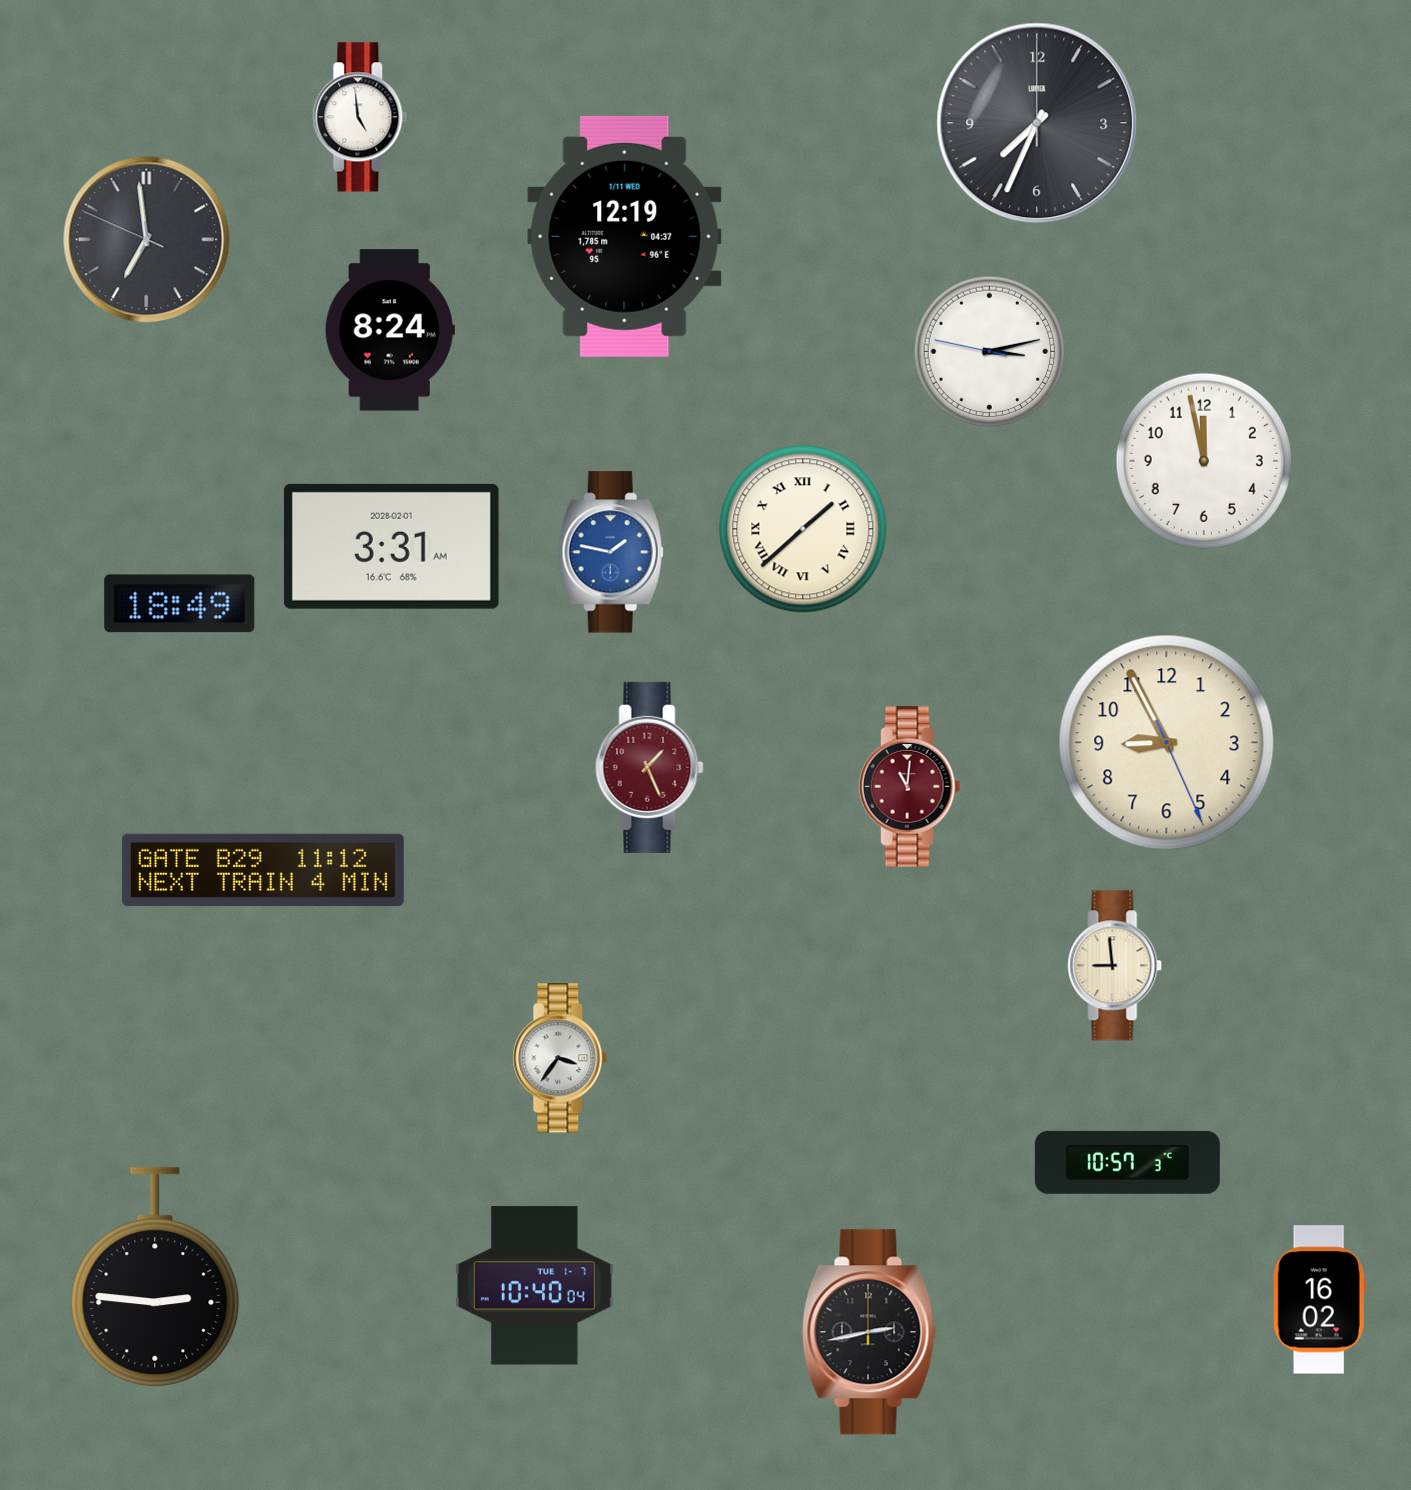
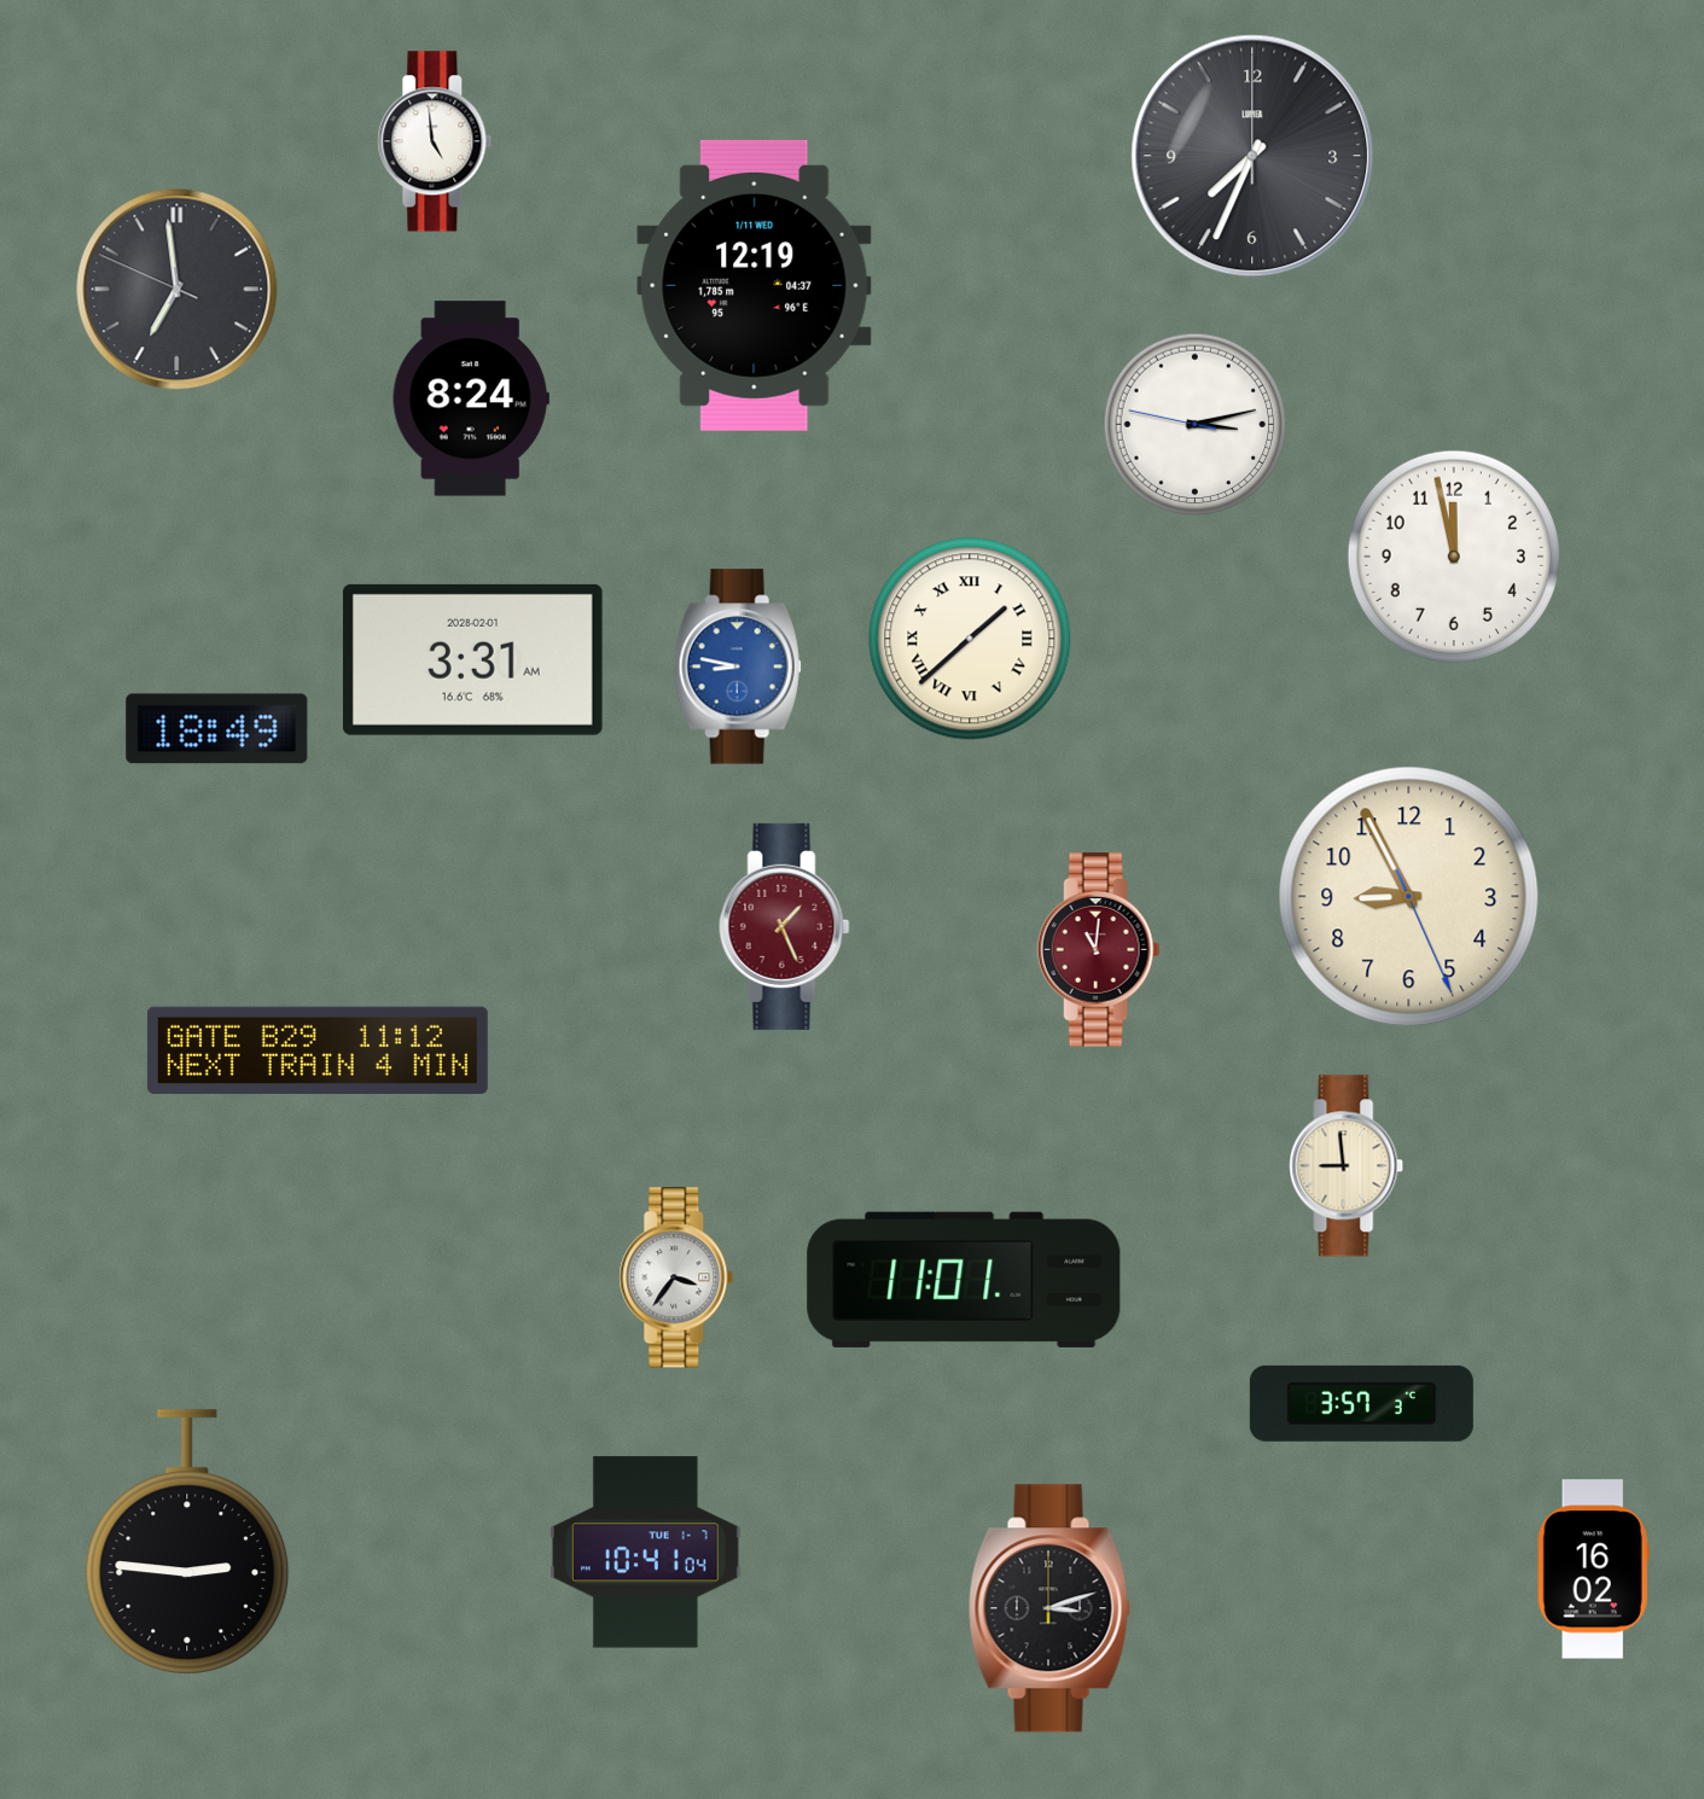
clock at (1037, 123) position: (1037, 123) -> (1252, 156)
clock at (611, 552): 1:47 -> 8:47
clock at (964, 1280): none -> 11:01
clock at (1127, 1162): 10:57 -> 3:57
clock at (534, 1286): 10:40 -> 10:41
clock at (869, 1332): 2:43 -> 3:12
